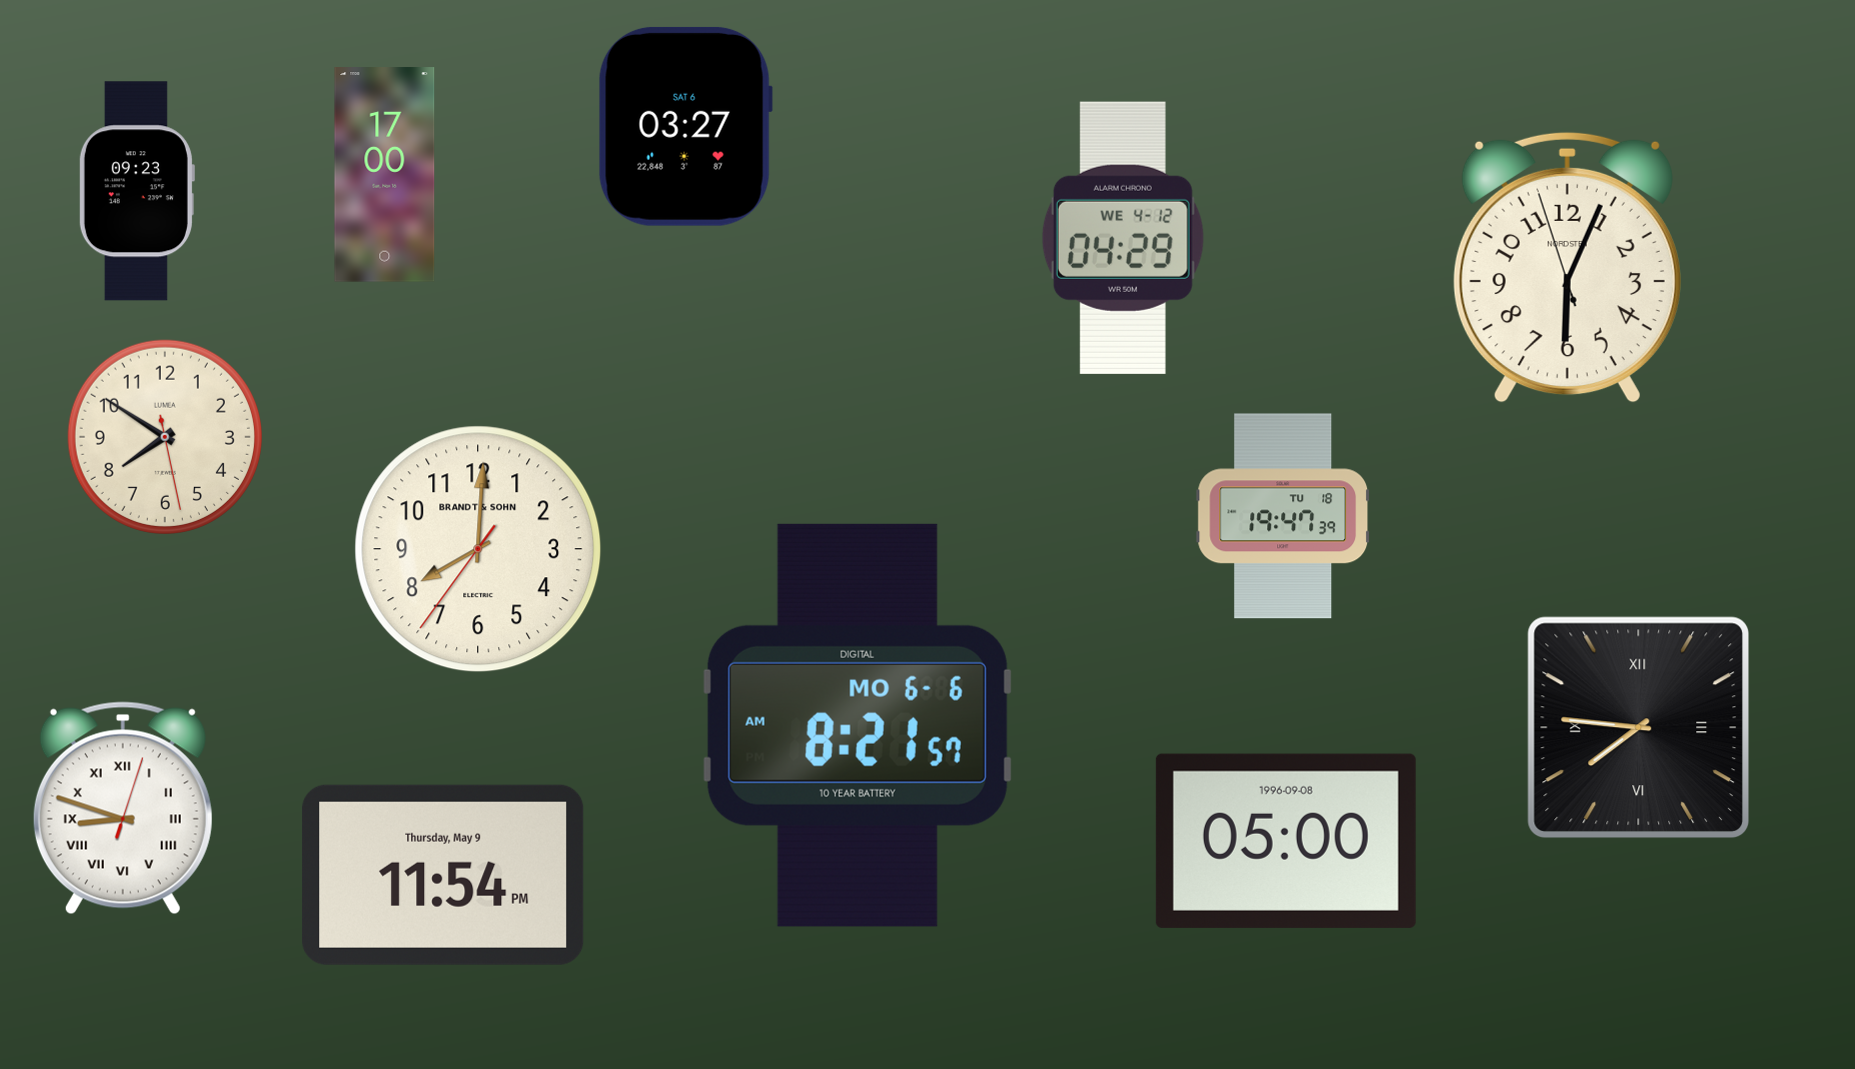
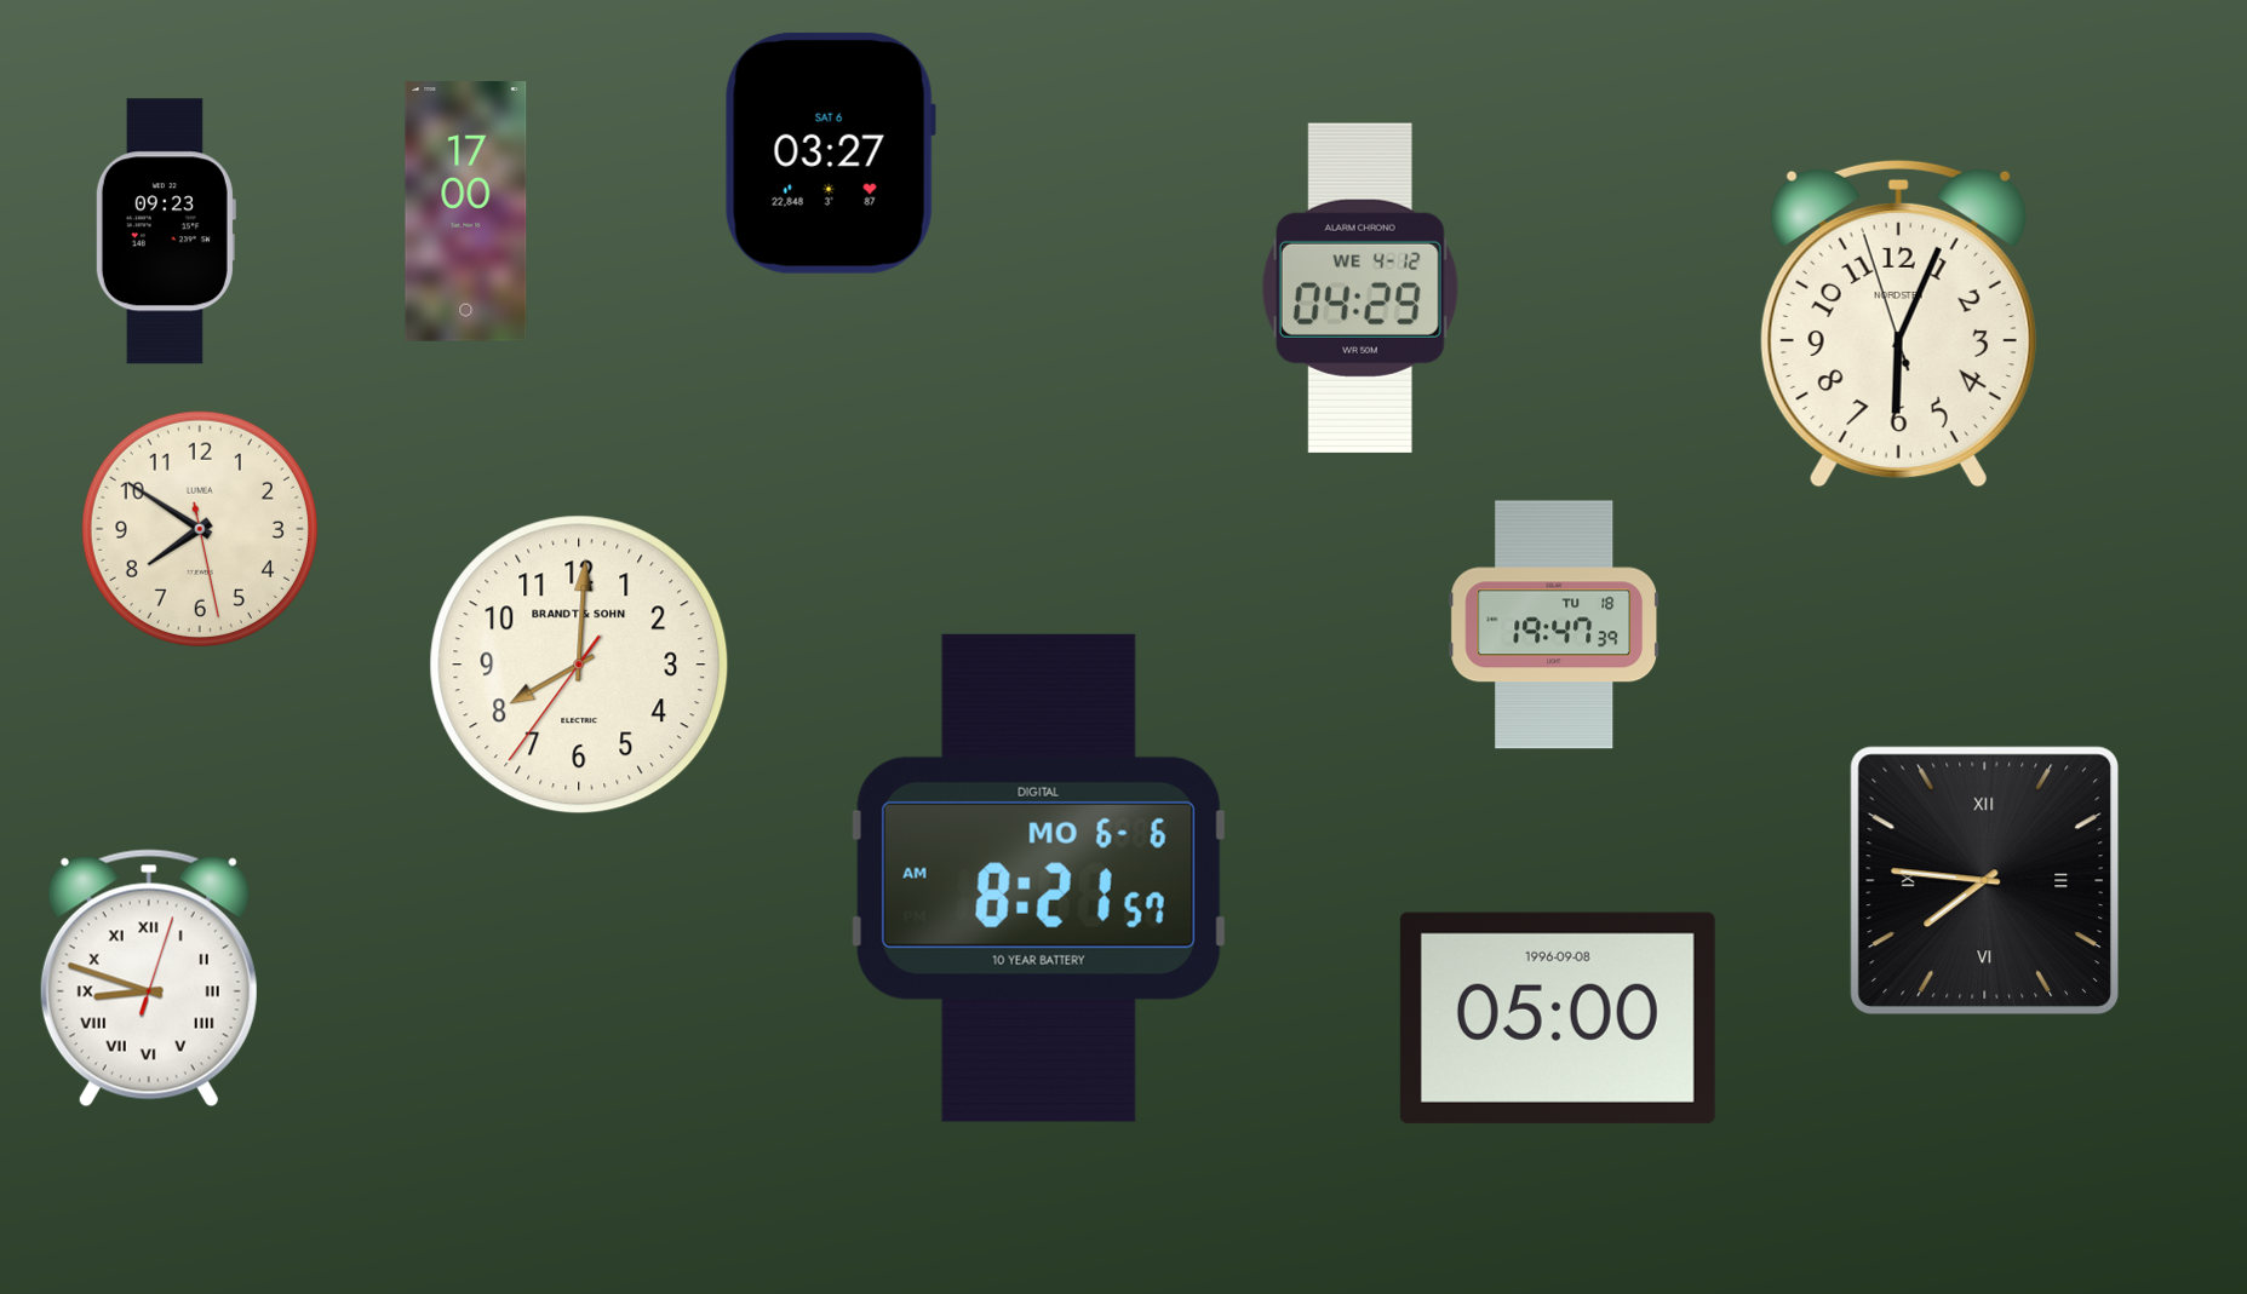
clock at (443, 875): 11:54 -> none
